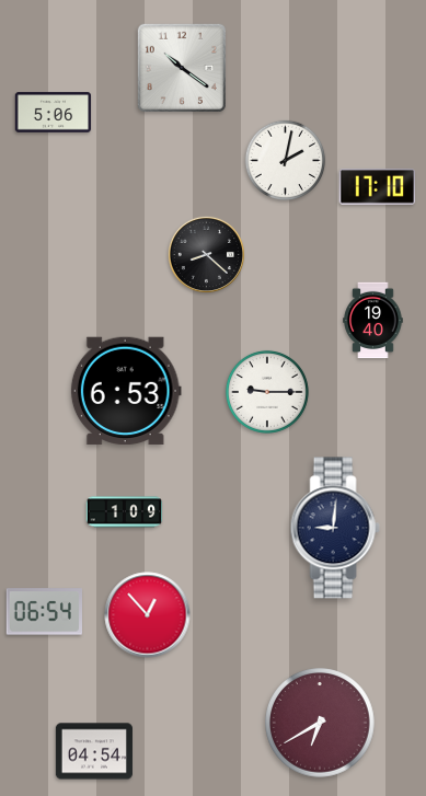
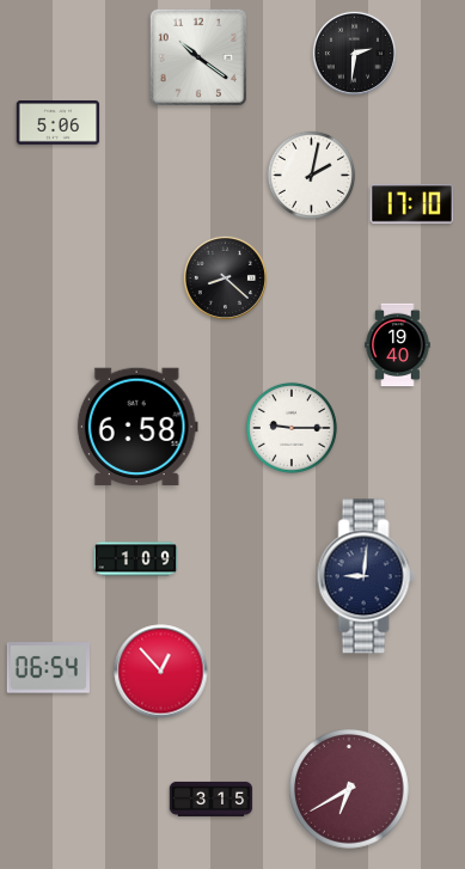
clock at (354, 53): none -> 2:31
clock at (182, 68) position: (182, 68) -> (198, 57)
clock at (373, 321) position: (373, 321) -> (398, 345)
clock at (126, 391): 6:53 -> 6:58
clock at (212, 798): none -> 3:15
clock at (94, 751): 04:54 -> none
